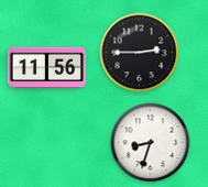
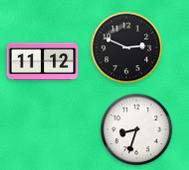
clock at (140, 53): 2:45 -> 2:49
clock at (47, 68): 11:56 -> 11:12
